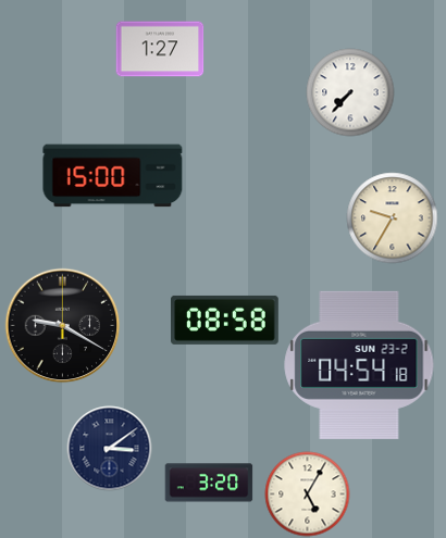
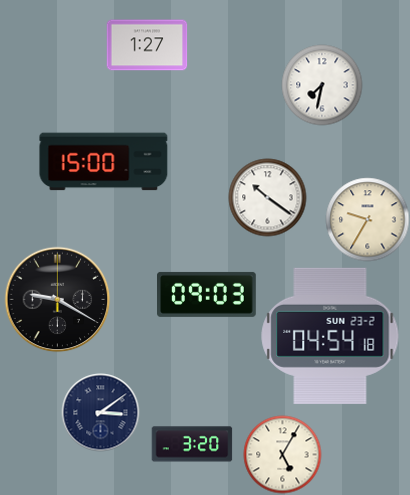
clock at (350, 92): 7:37 -> 7:32
clock at (267, 197): none -> 10:21
clock at (392, 217) position: (392, 217) -> (367, 219)
clock at (225, 320): 08:58 -> 09:03
